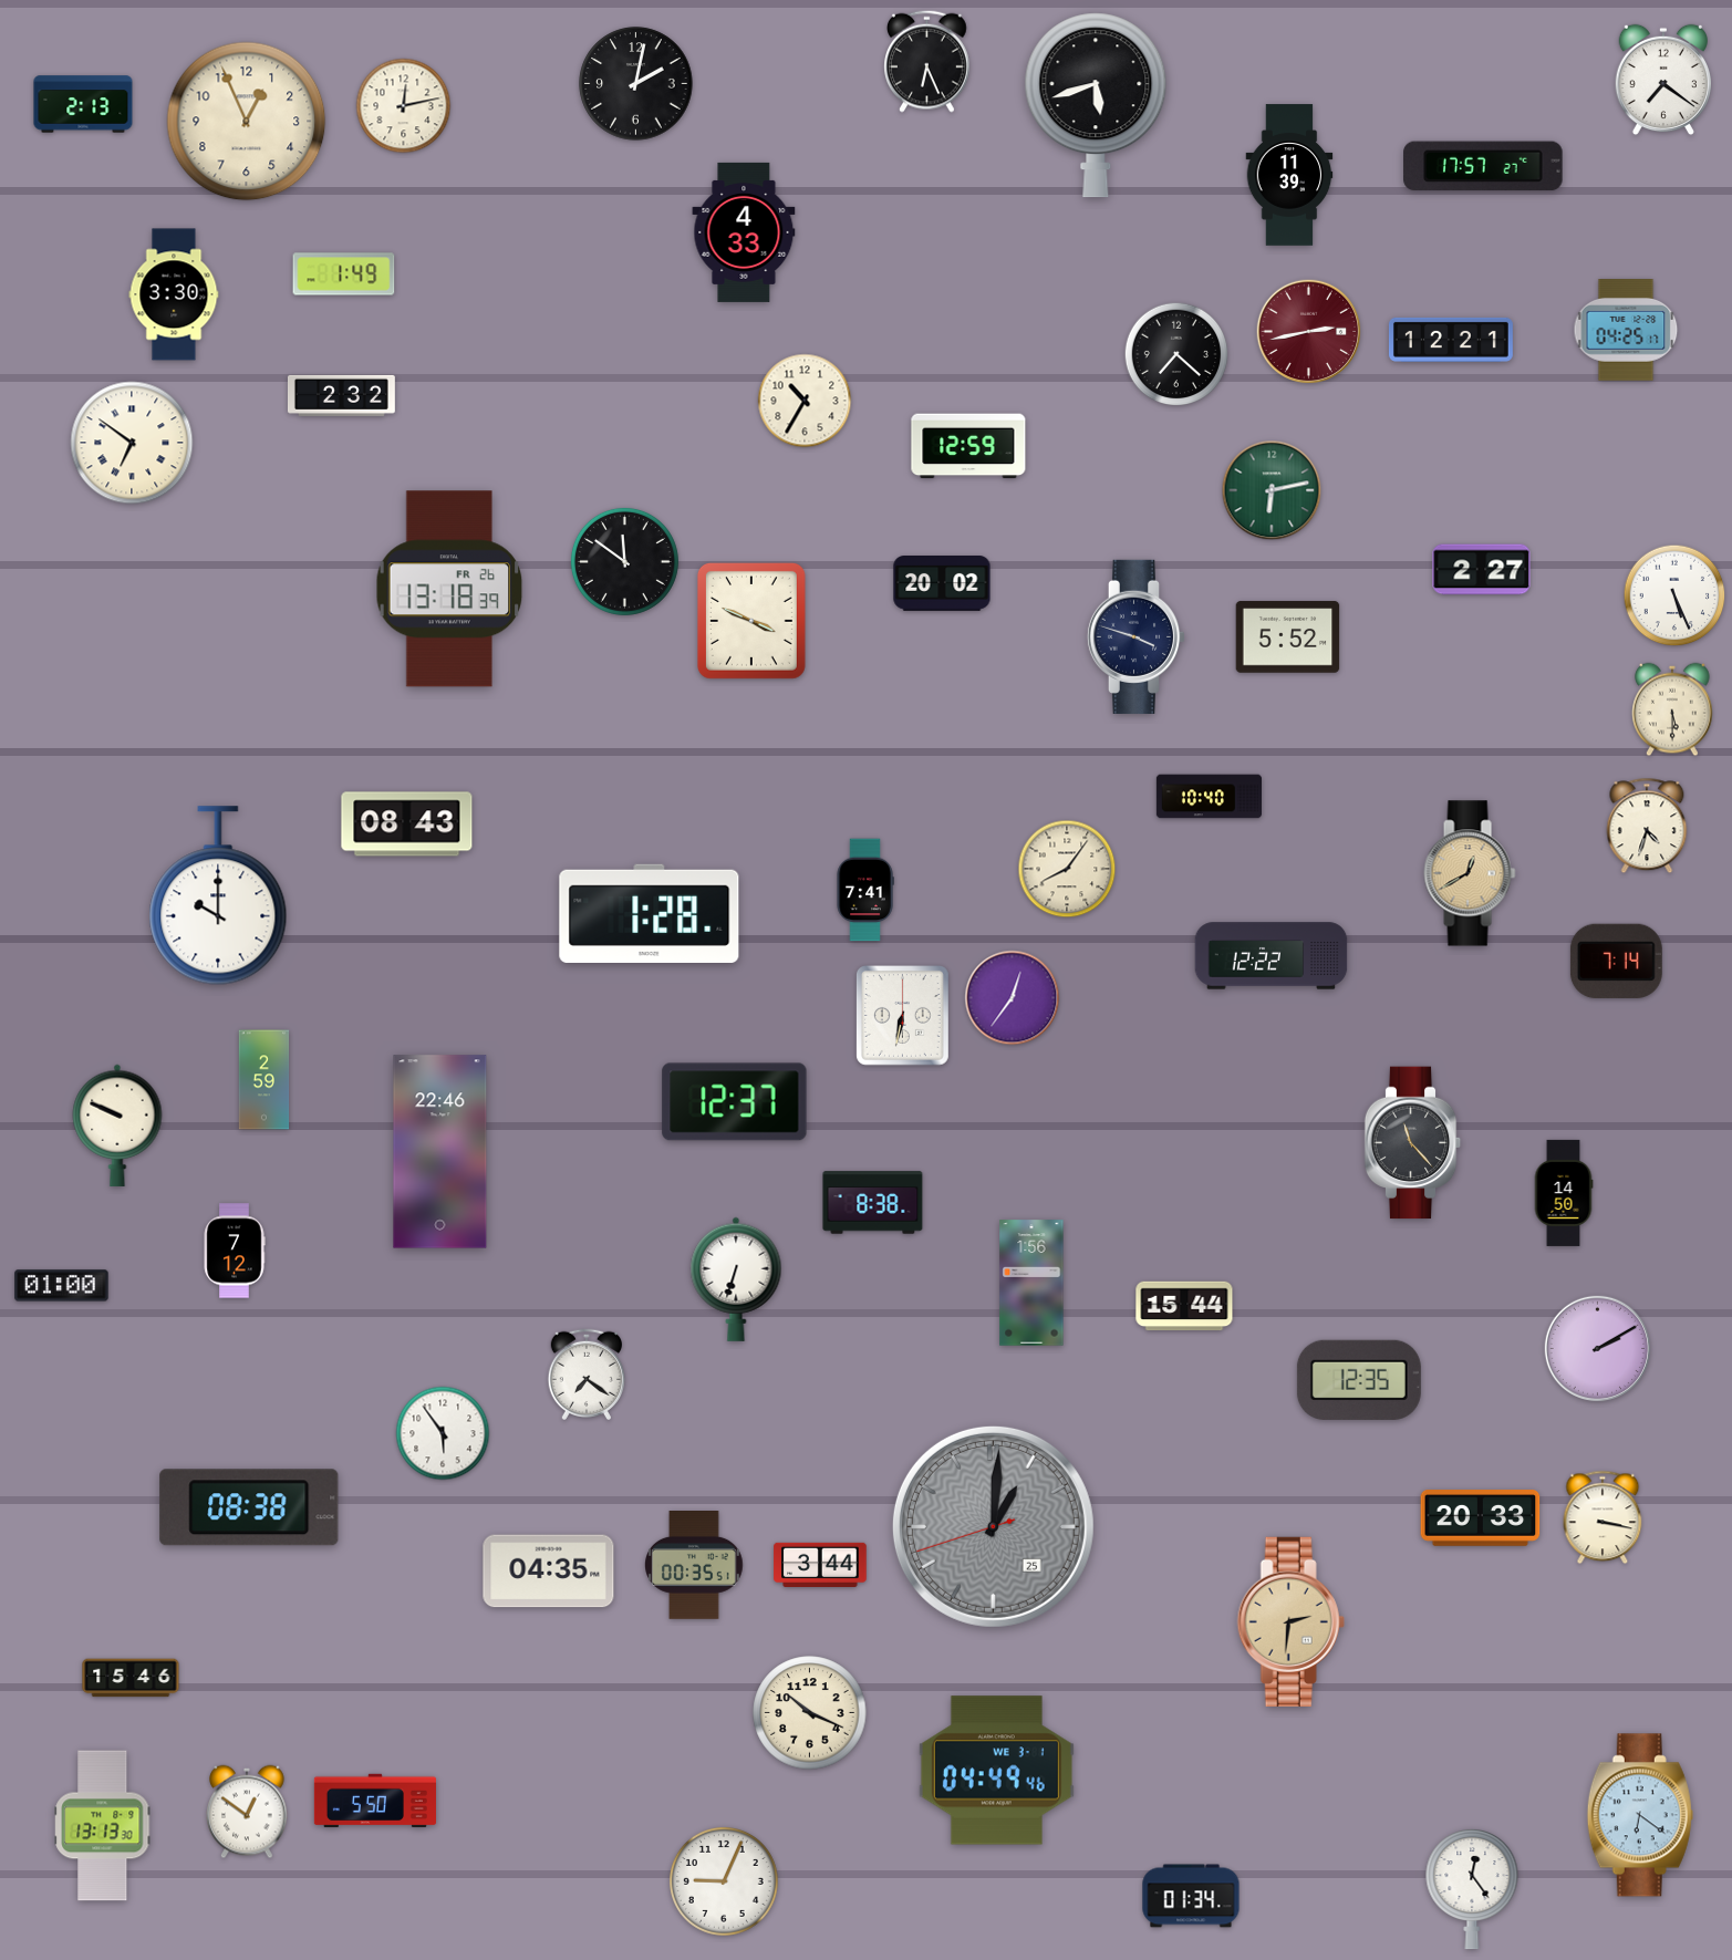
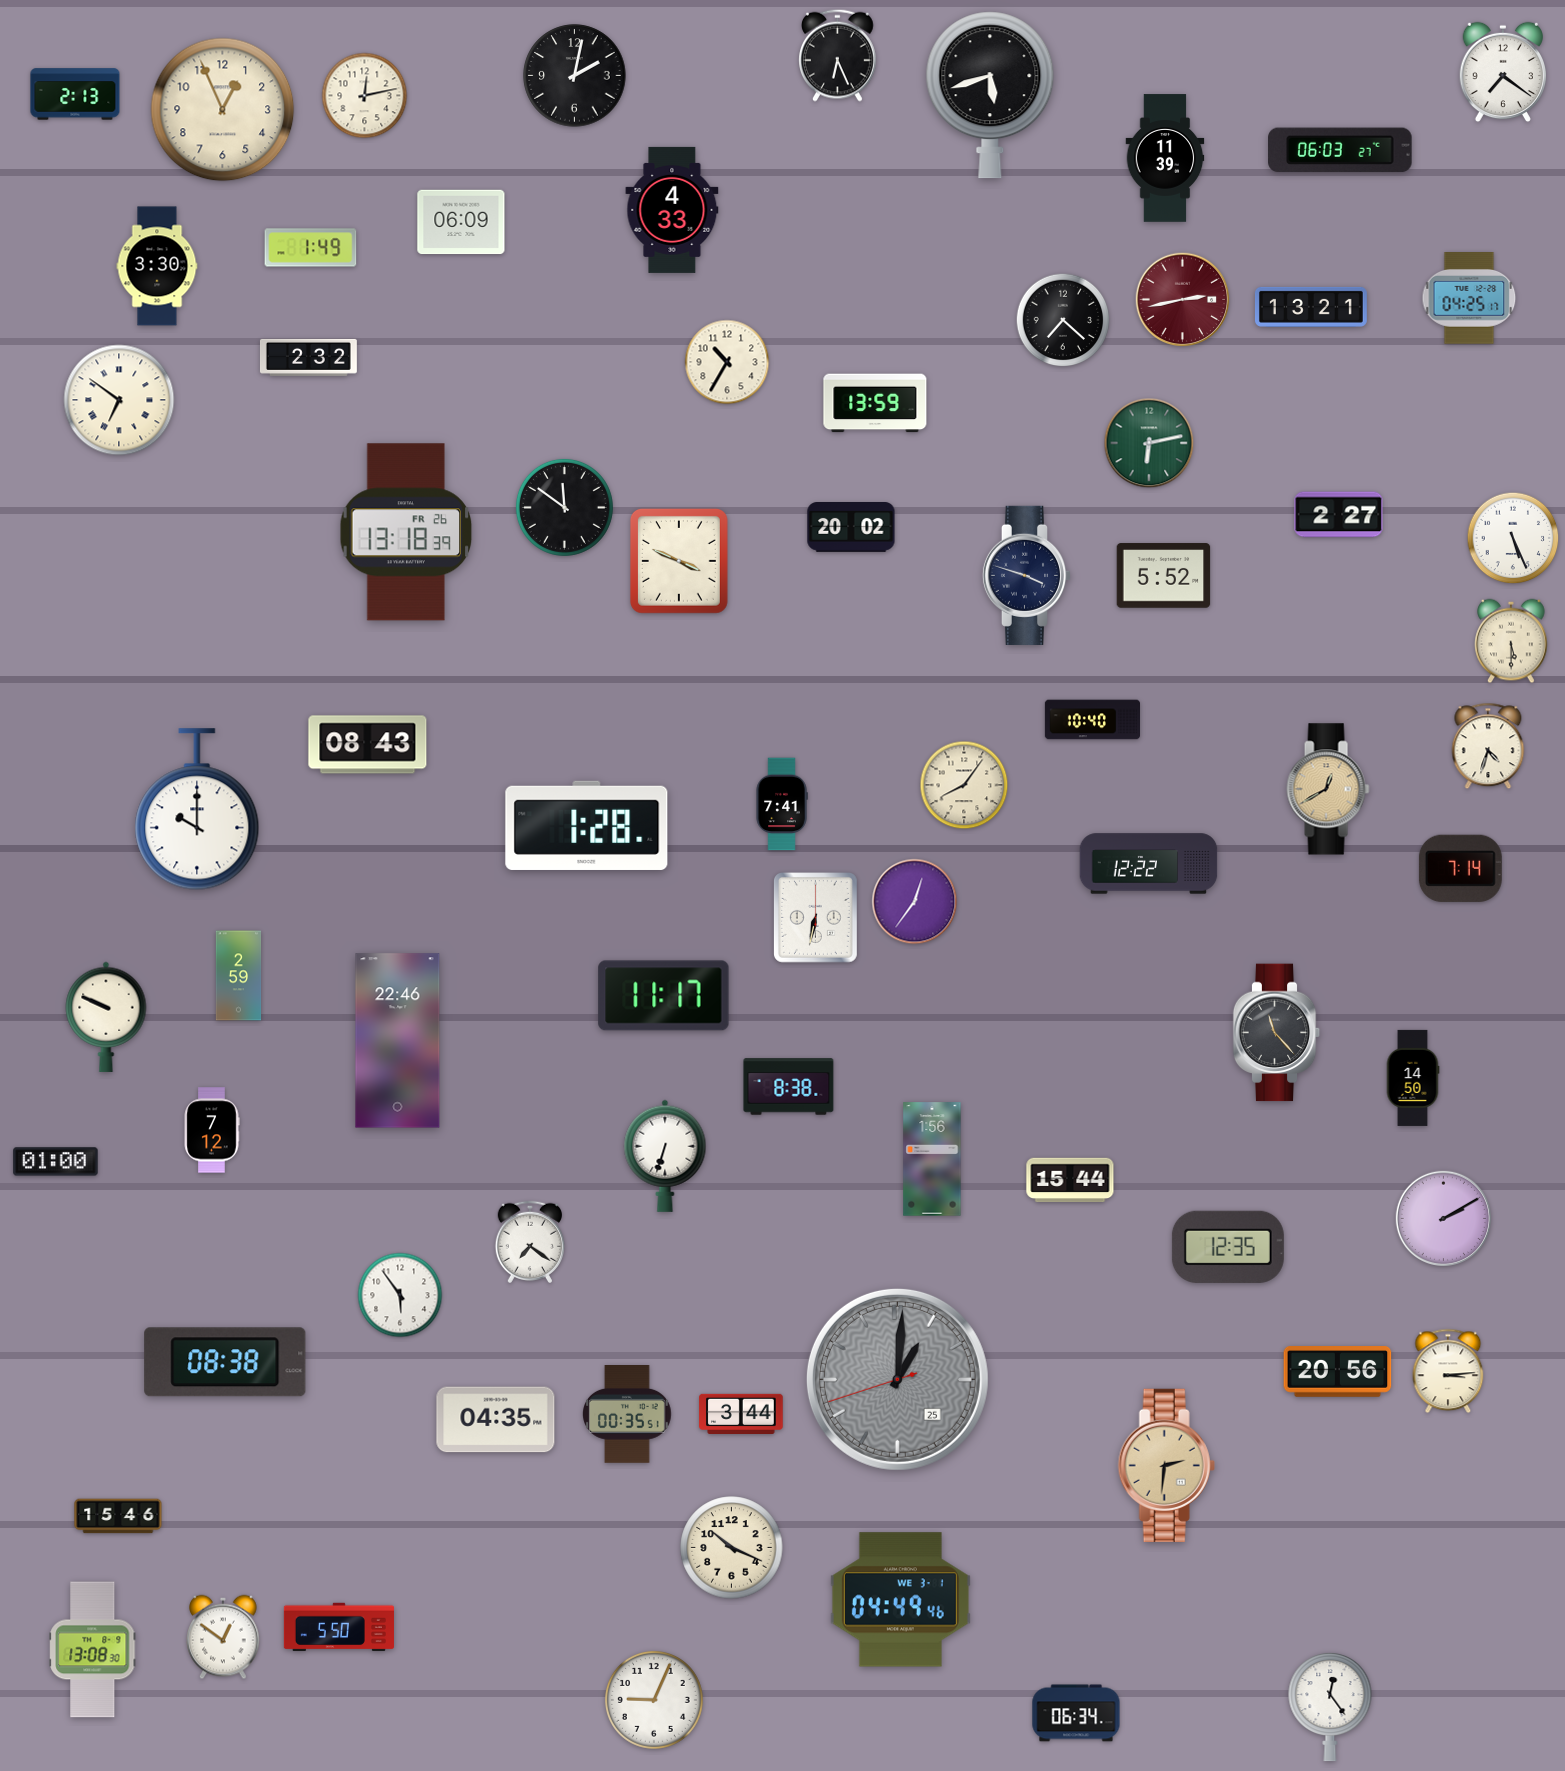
clock at (1483, 166): 17:57 -> 06:03
clock at (461, 222): none -> 06:09
clock at (1451, 340): 12:21 -> 13:21
clock at (968, 446): 12:59 -> 13:59
clock at (735, 1102): 12:37 -> 11:17
clock at (1603, 1517): 3:17 -> 3:14
clock at (1481, 1518): 20:33 -> 20:56
clock at (1640, 1815): 6:21 -> none
clock at (103, 1826): 13:13 -> 13:08
clock at (1191, 1896): 01:34 -> 06:34
